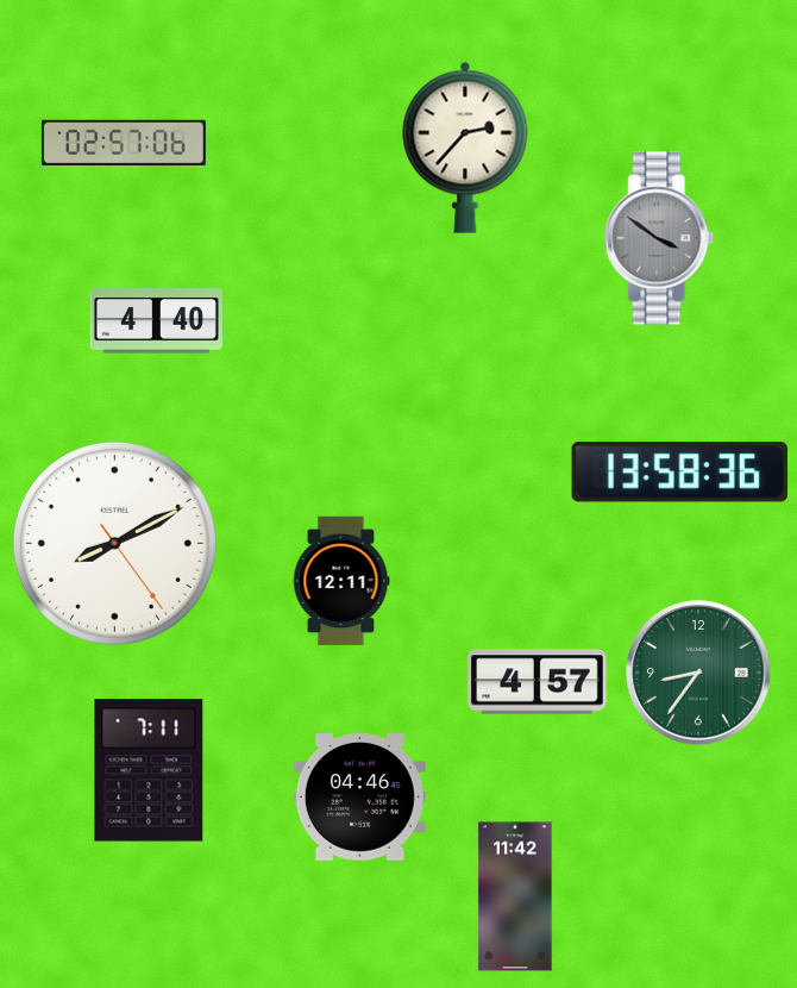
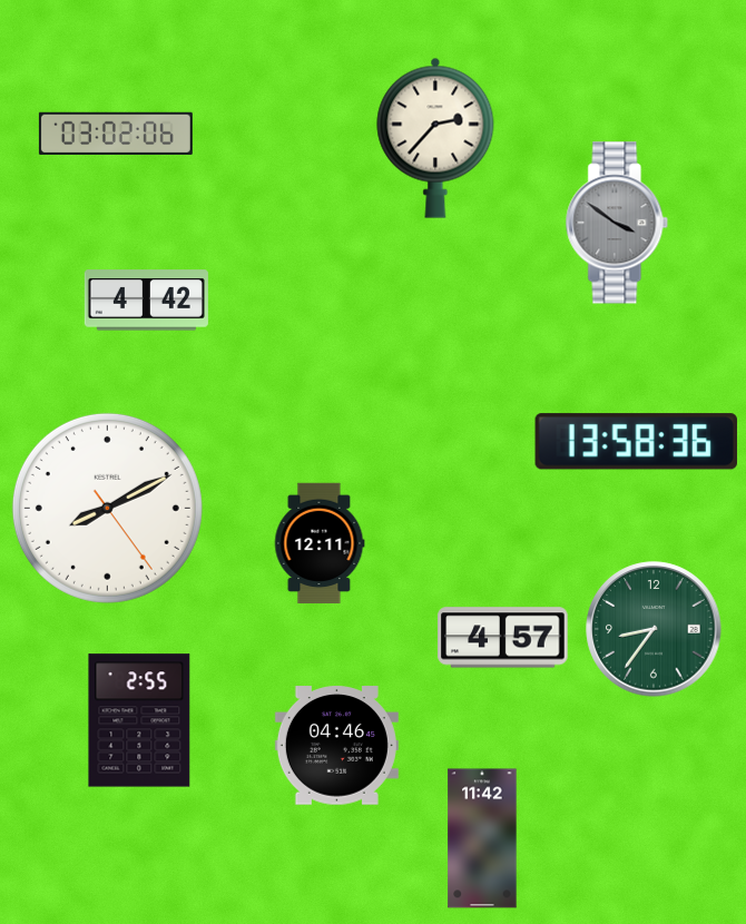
clock at (124, 143): 02:57 -> 03:02
clock at (156, 321): 4:40 -> 4:42
clock at (149, 770): 7:11 -> 2:55
